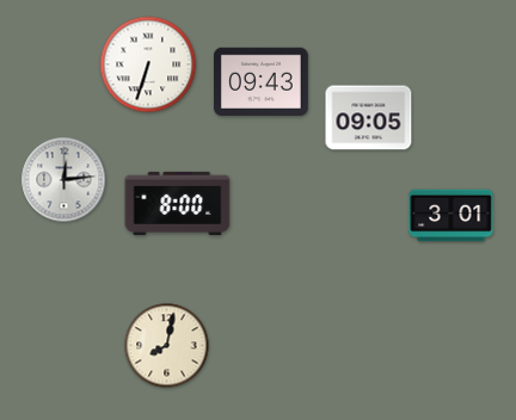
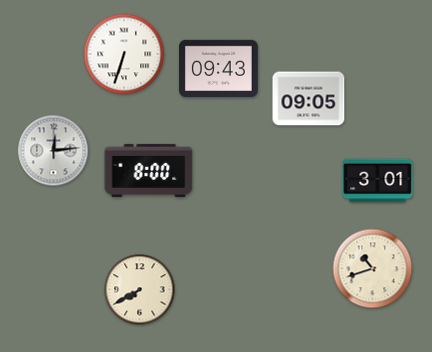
clock at (373, 269): none -> 10:42
clock at (167, 346): 8:02 -> 7:40
